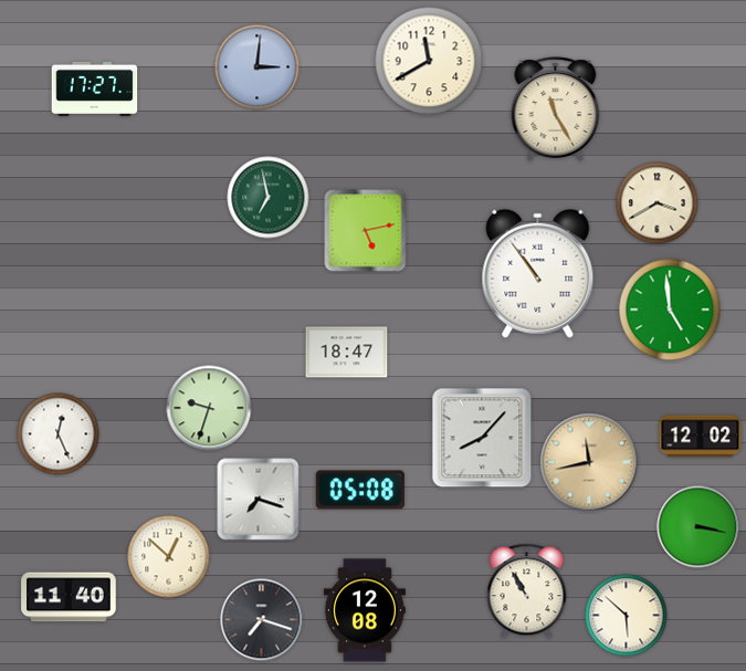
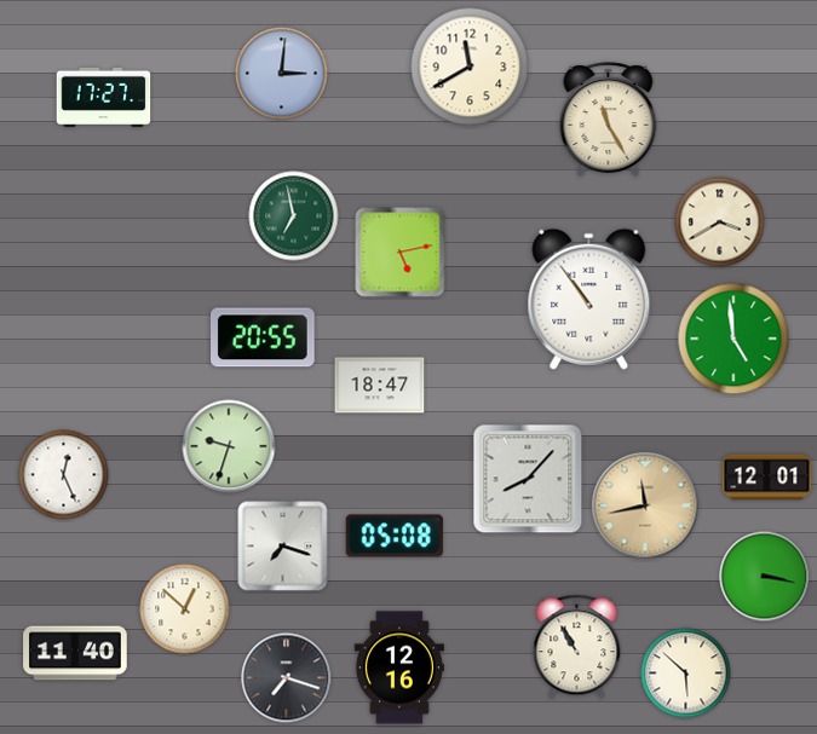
clock at (264, 337): none -> 20:55
clock at (701, 437): 12:02 -> 12:01
clock at (365, 610): 12:08 -> 12:16
